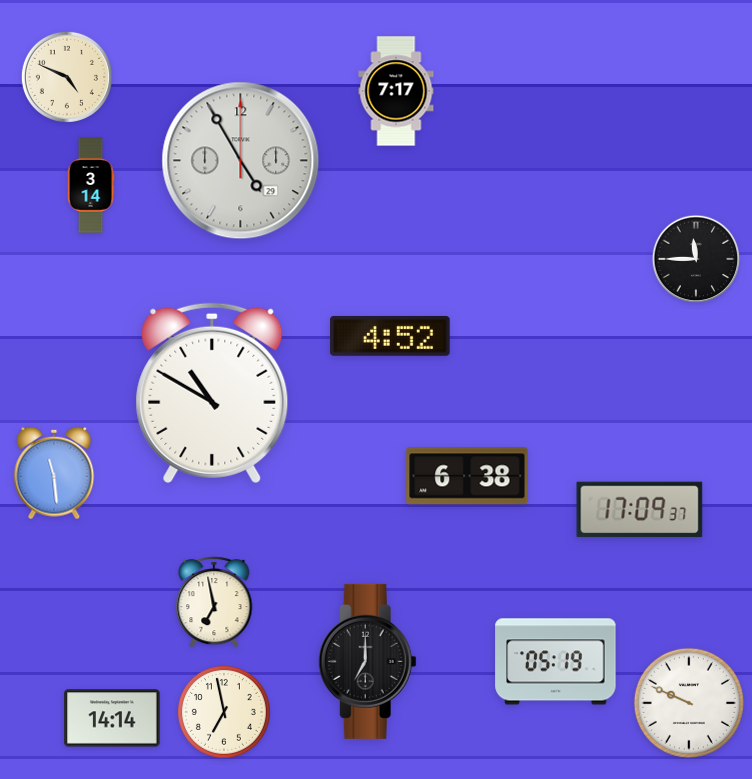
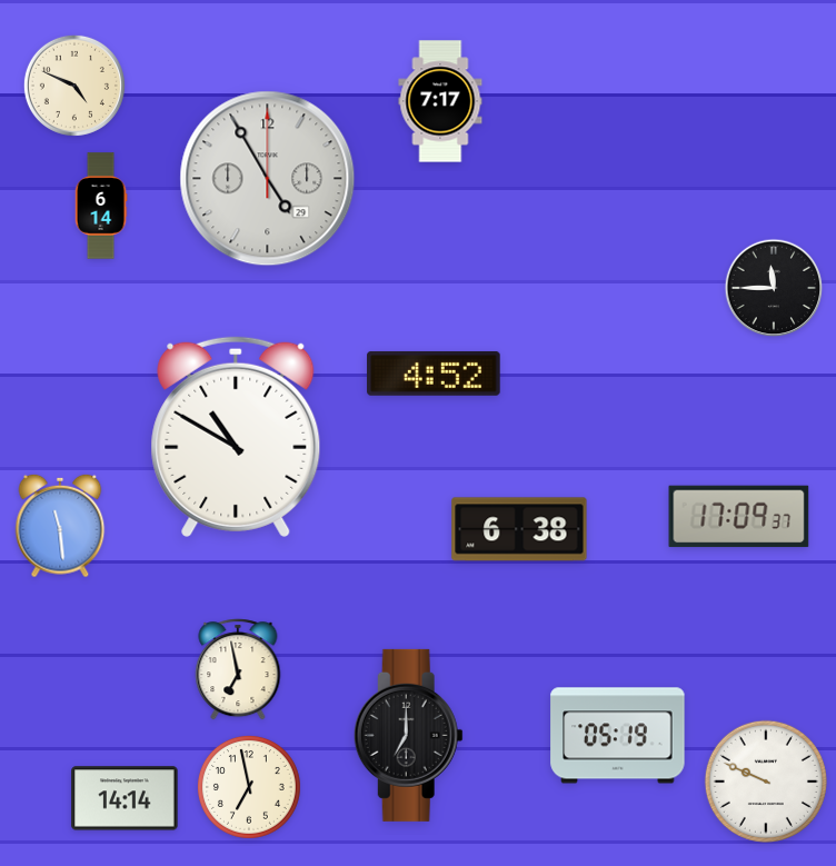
clock at (91, 185): 3:14 -> 6:14
clock at (640, 510) position: (640, 510) -> (739, 517)
clock at (224, 712) position: (224, 712) -> (249, 787)
